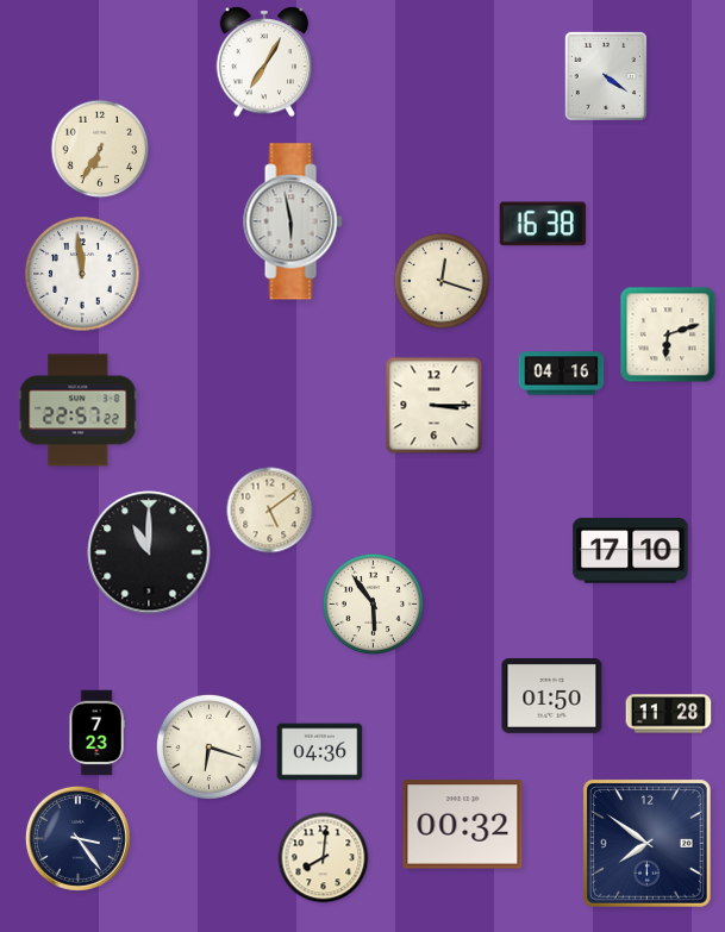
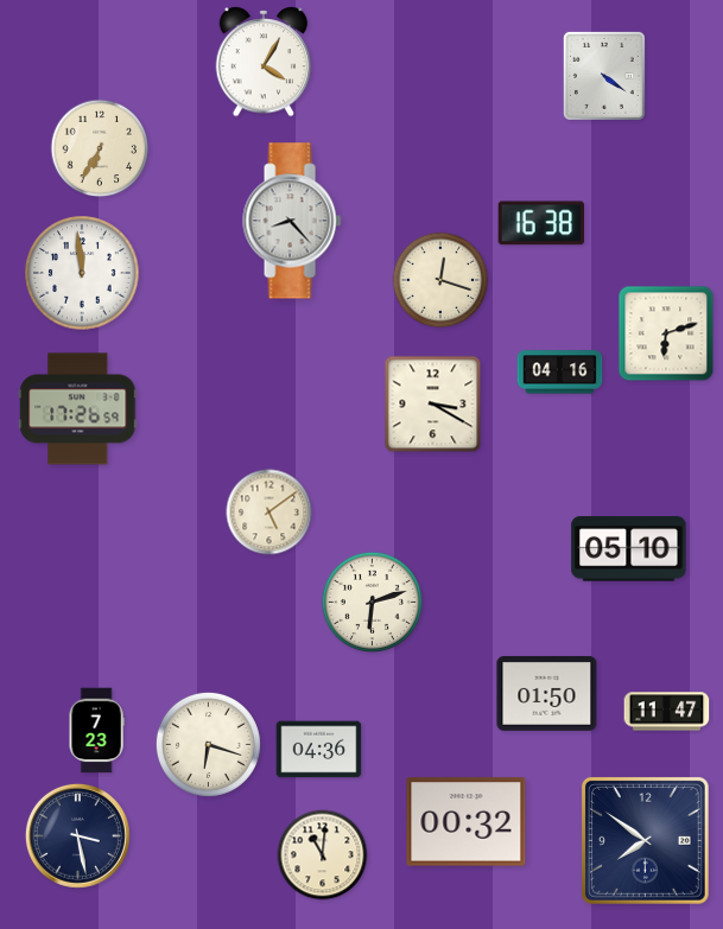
clock at (264, 62): 7:05 -> 4:05
clock at (293, 221): 5:58 -> 8:23
clock at (435, 406): 3:15 -> 3:20
clock at (79, 411): 22:57 -> 17:26
clock at (270, 511) position: (270, 511) -> (269, 513)
clock at (631, 551): 17:10 -> 05:10
clock at (149, 552): 11:00 -> none
clock at (373, 603): 5:54 -> 6:12
clock at (552, 696) position: (552, 696) -> (547, 694)
clock at (669, 714): 11:28 -> 11:47
clock at (463, 825) position: (463, 825) -> (467, 822)
clock at (77, 838): 3:24 -> 3:28
clock at (324, 858): 8:01 -> 11:01
